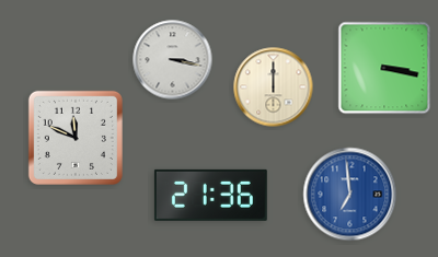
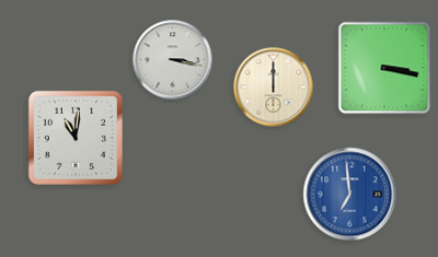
clock at (76, 138): 11:49 -> 11:01
clock at (210, 195): 21:36 -> none
